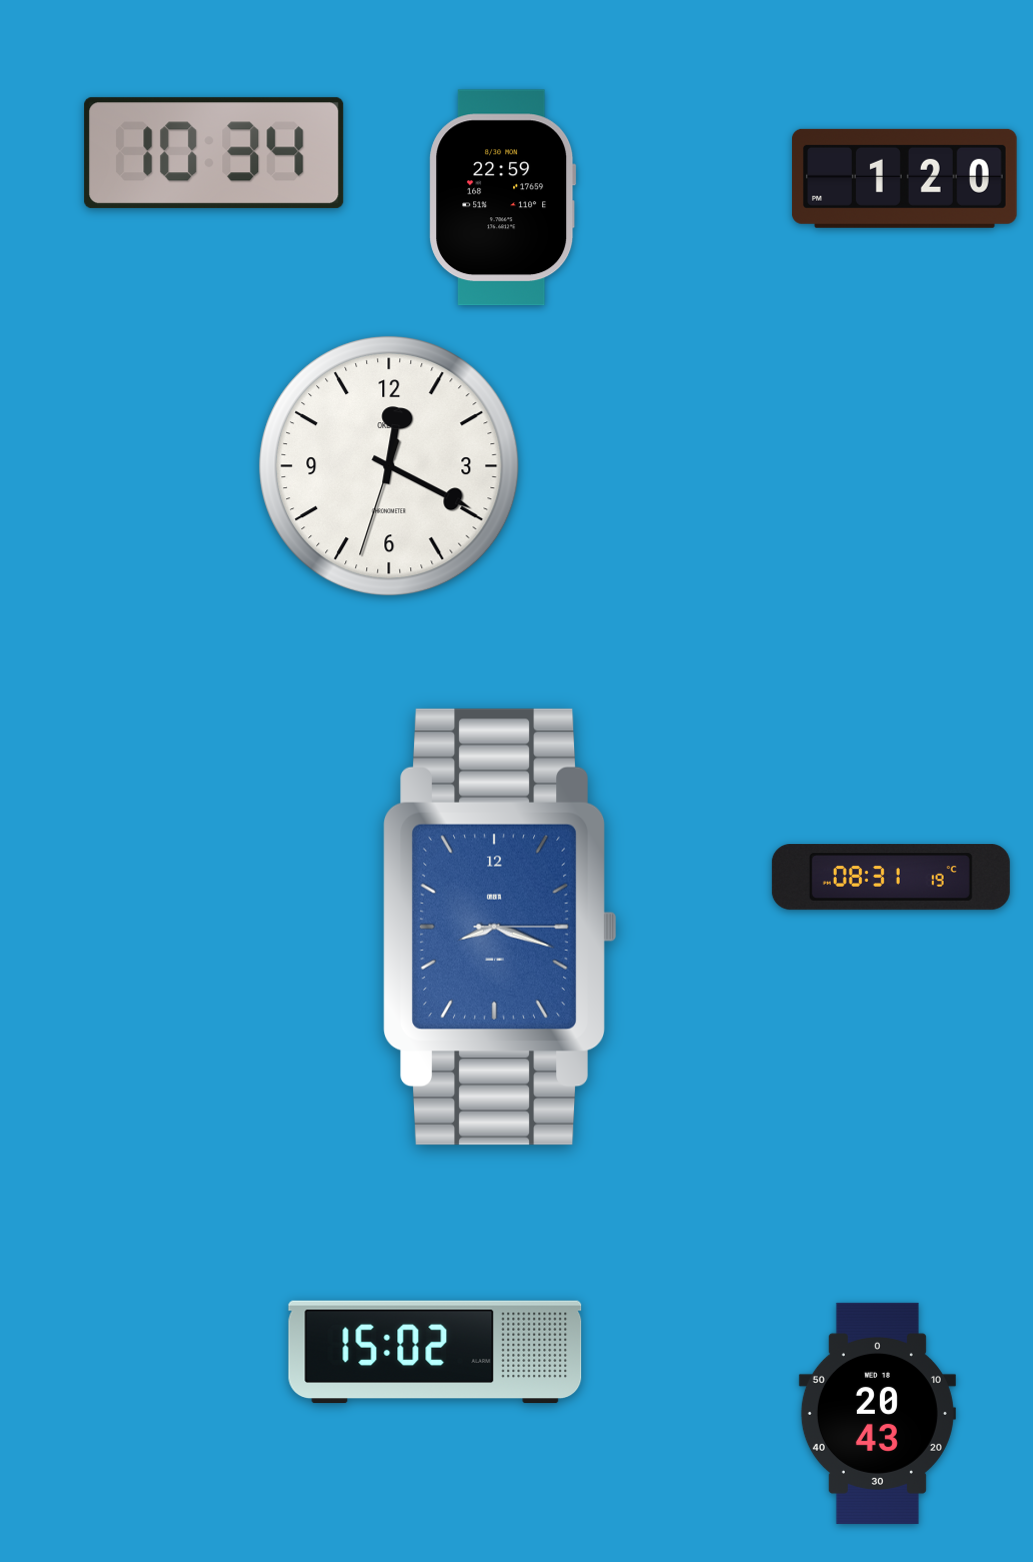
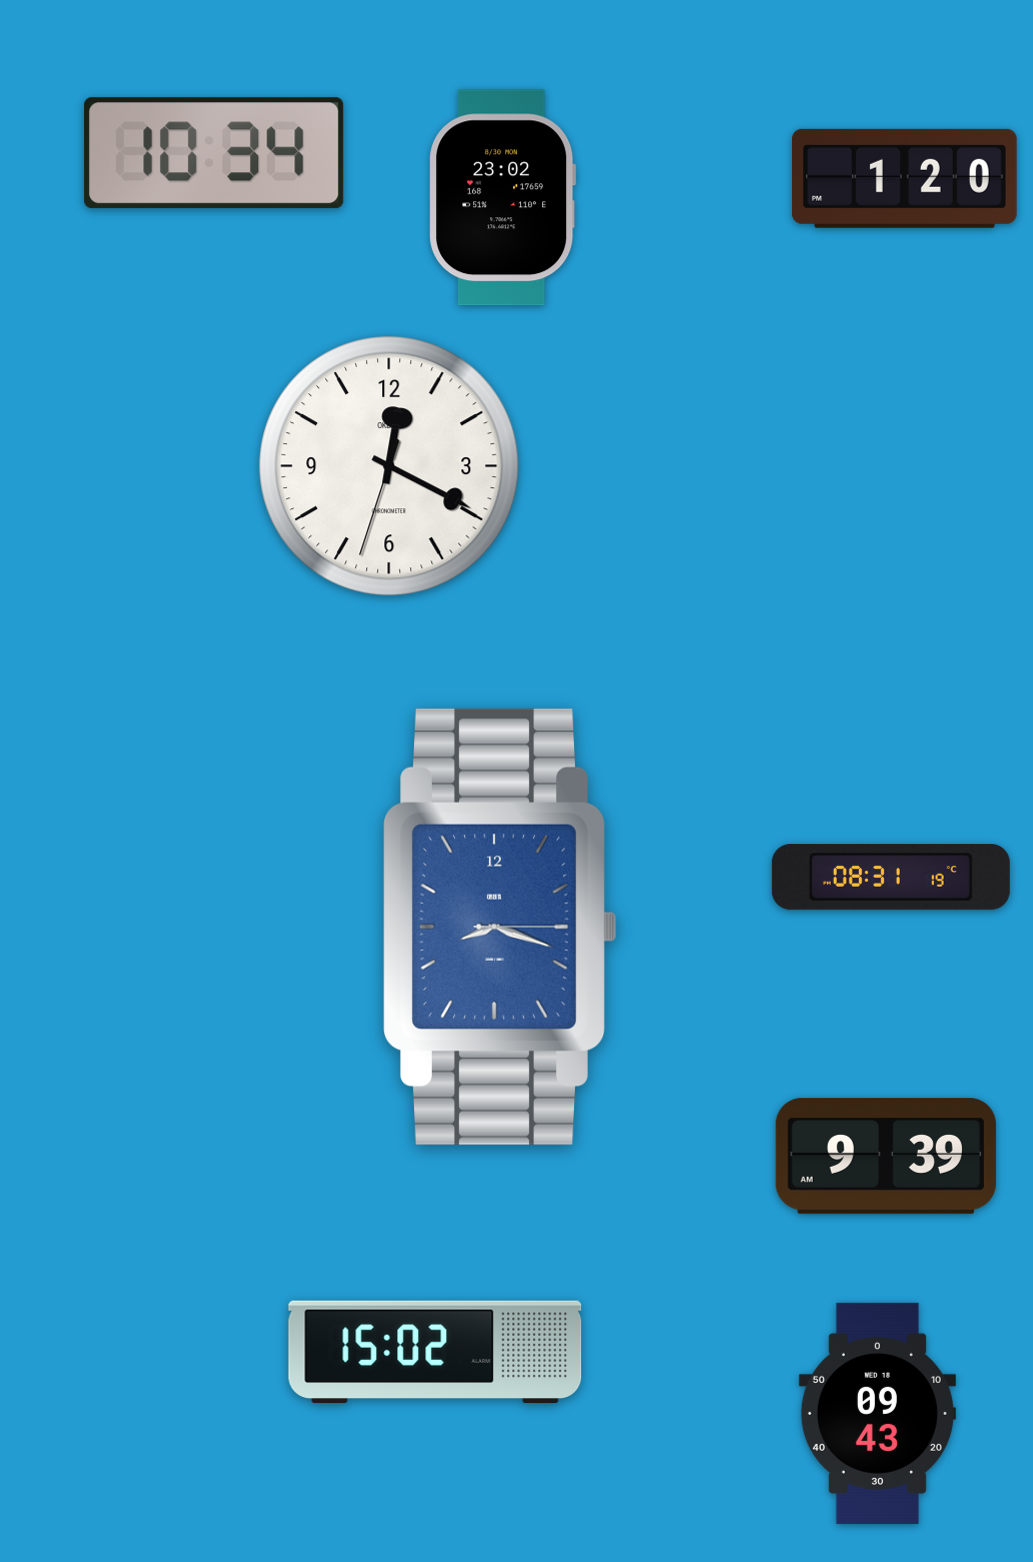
clock at (503, 198): 22:59 -> 23:02
clock at (886, 1156): none -> 9:39
clock at (877, 1413): 20:43 -> 09:43
